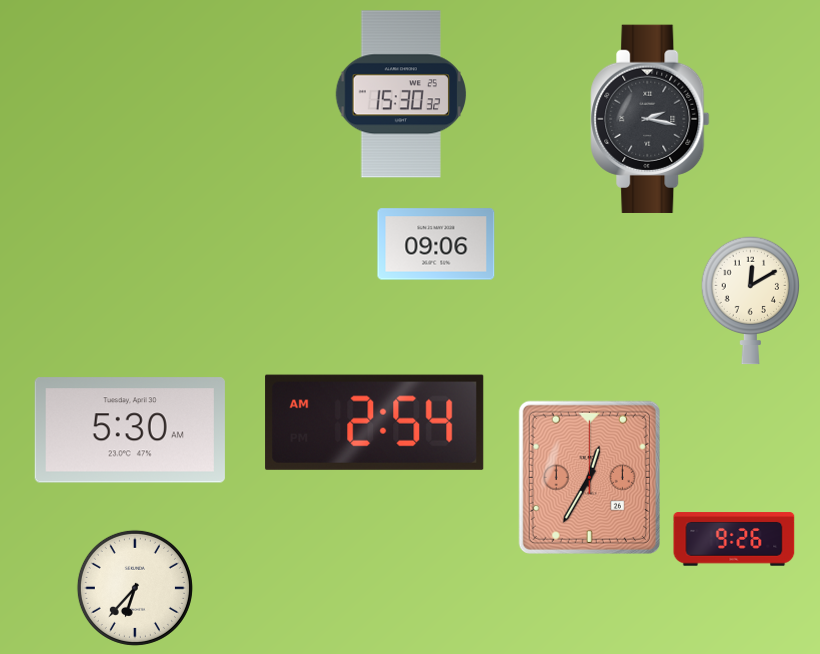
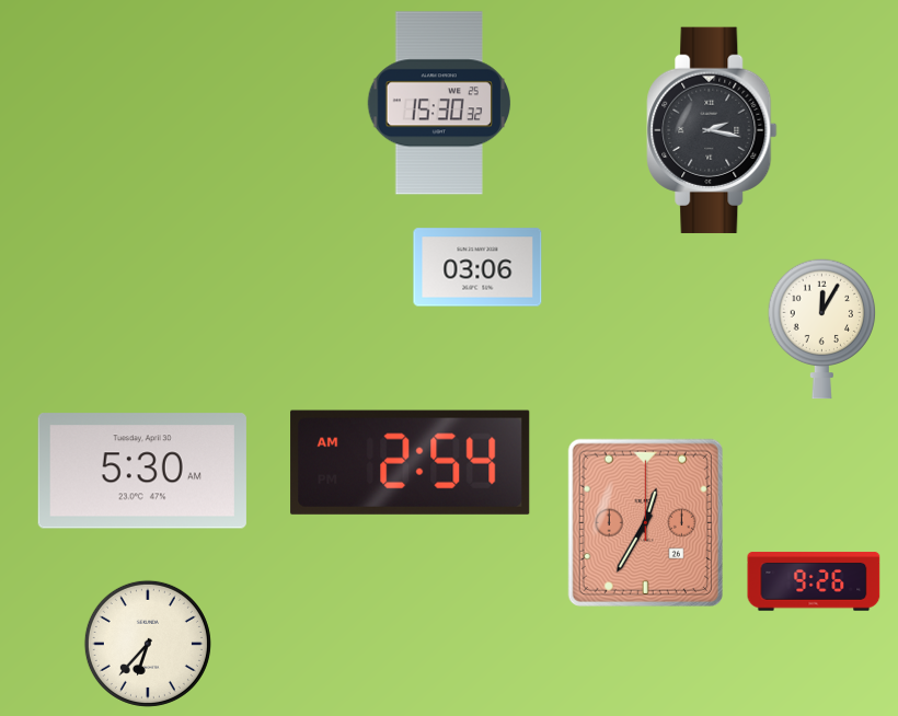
clock at (436, 244): 09:06 -> 03:06
clock at (751, 300): 12:10 -> 12:05
clock at (734, 539) position: (734, 539) -> (814, 581)
